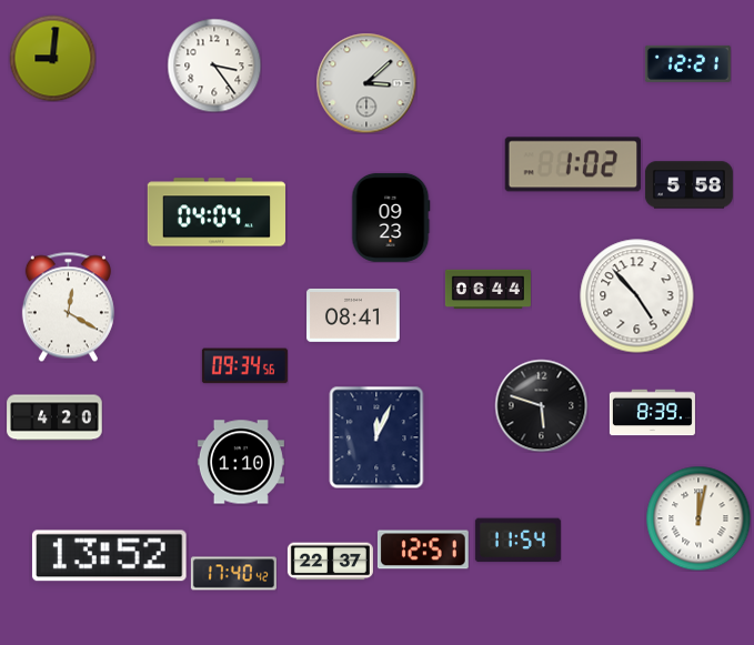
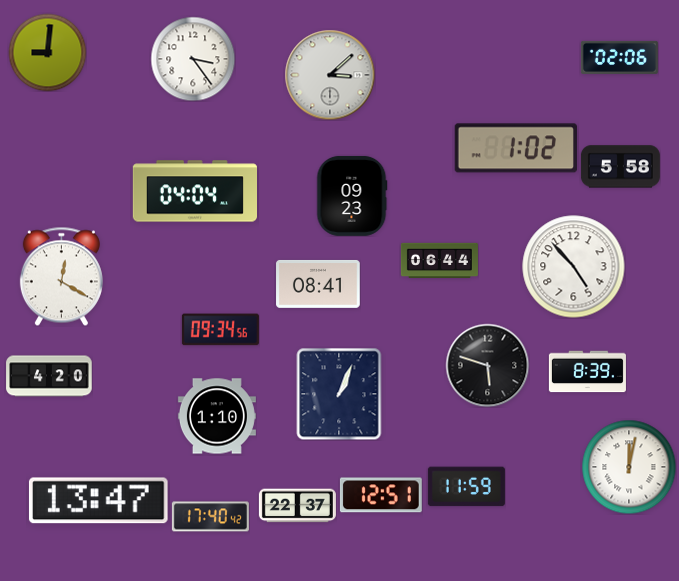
clock at (687, 63): 12:21 -> 02:06
clock at (376, 437): 12:04 -> 1:04
clock at (517, 541): 11:54 -> 11:59
clock at (109, 556): 13:52 -> 13:47
